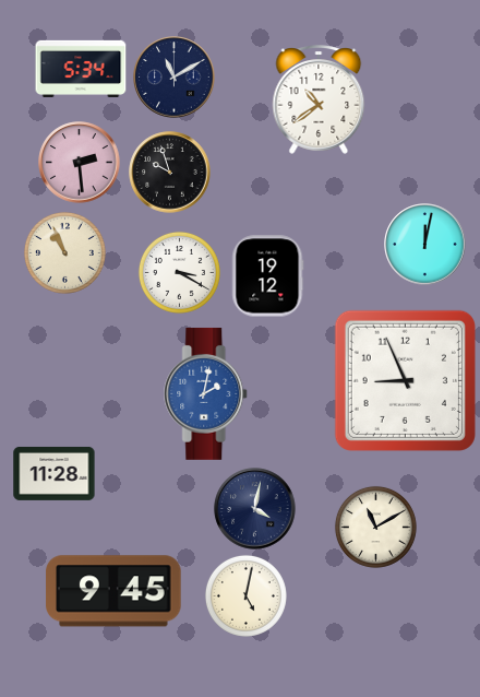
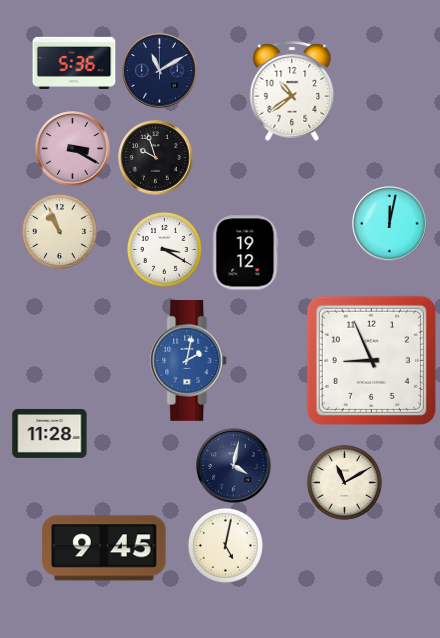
clock at (81, 69): 5:34 -> 5:36
clock at (80, 163): 2:29 -> 3:20
clock at (405, 380) position: (405, 380) -> (371, 360)
clock at (113, 591) position: (113, 591) -> (104, 548)
